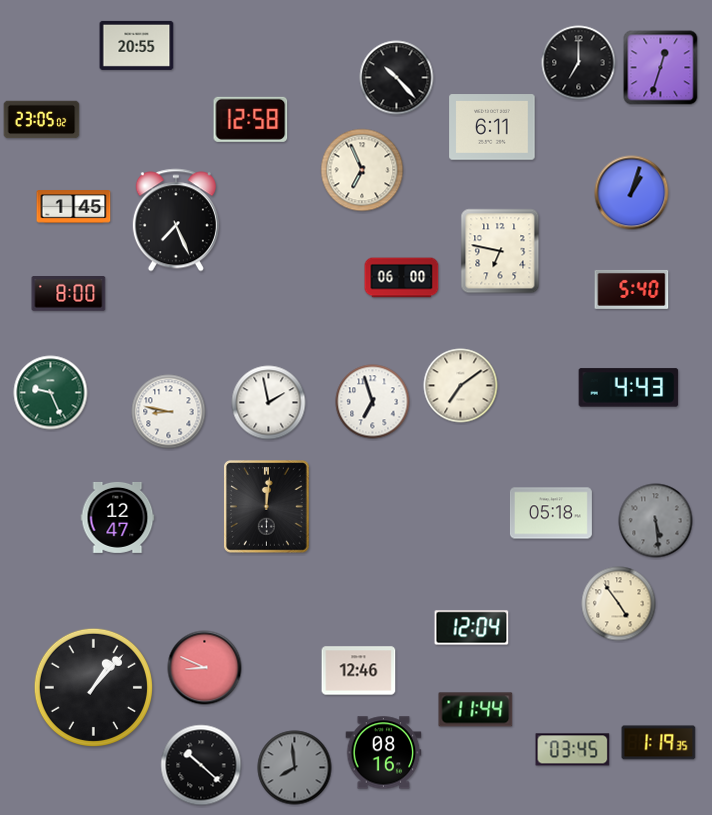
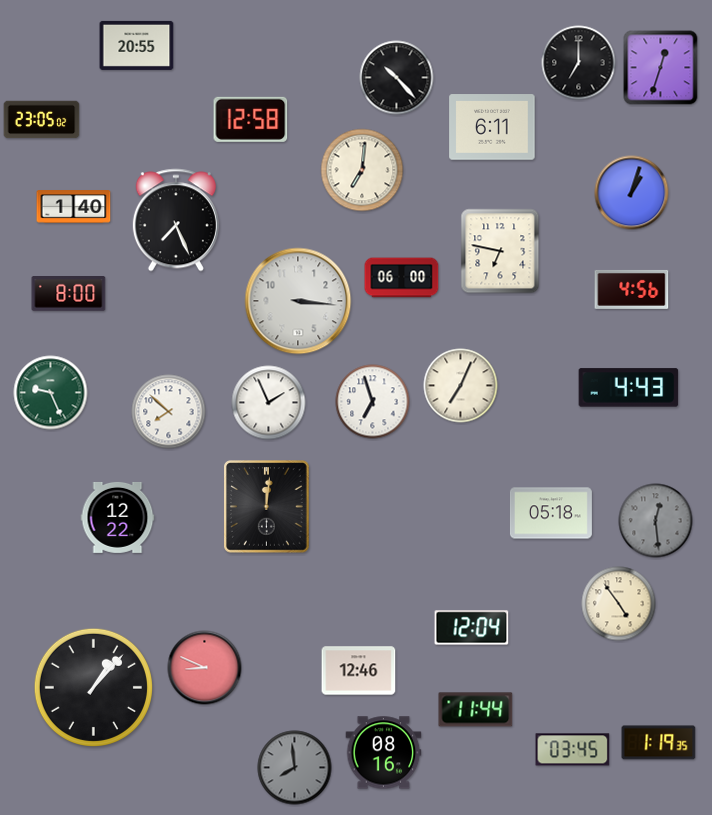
clock at (362, 170): 6:56 -> 7:01
clock at (74, 207): 1:45 -> 1:40
clock at (632, 289): 5:40 -> 4:56
clock at (298, 301): none -> 3:16
clock at (461, 386): 7:09 -> 7:04
clock at (269, 403): 1:58 -> 1:56
clock at (169, 412): 8:47 -> 7:52
clock at (118, 517): 12:47 -> 12:22
clock at (656, 521): 5:29 -> 12:29
clock at (201, 765): 10:22 -> none
